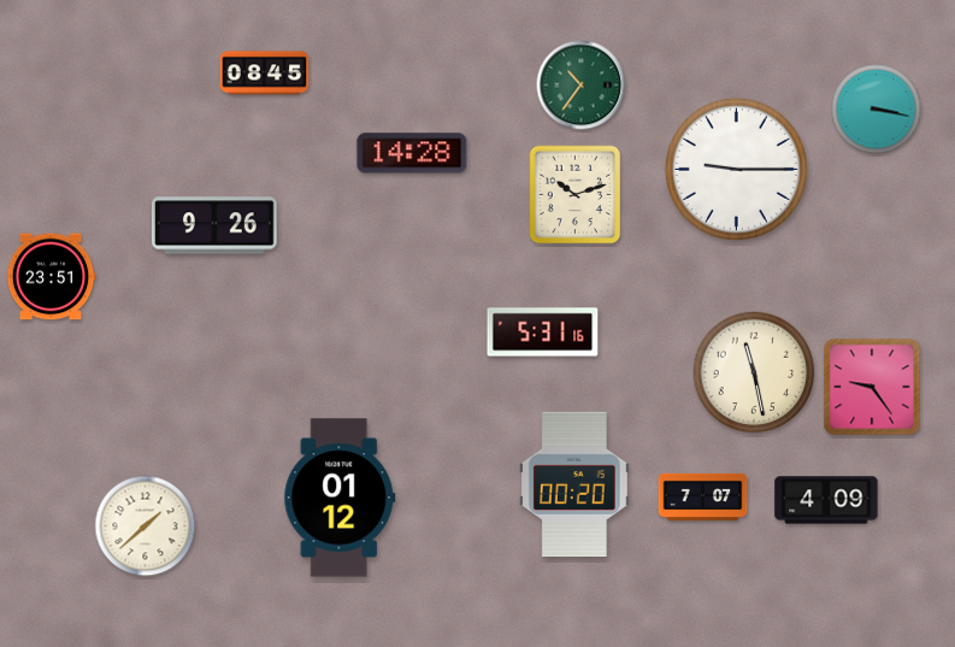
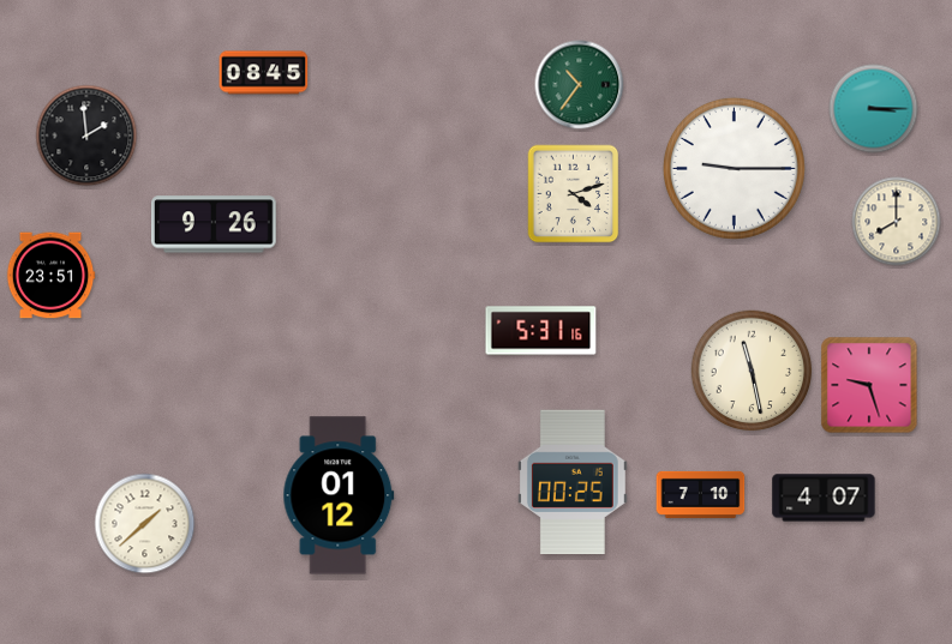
clock at (877, 110): 3:17 -> 3:15
clock at (86, 136): none -> 1:59
clock at (412, 153): 14:28 -> none
clock at (576, 195): 10:12 -> 4:12
clock at (897, 222): none -> 8:00
clock at (872, 387): 9:24 -> 9:27
clock at (574, 484): 00:20 -> 00:25
clock at (703, 496): 7:07 -> 7:10
clock at (826, 500): 4:09 -> 4:07
